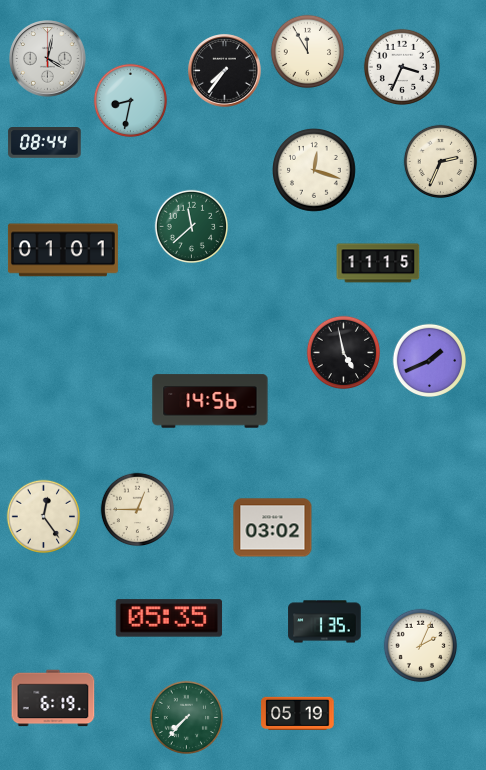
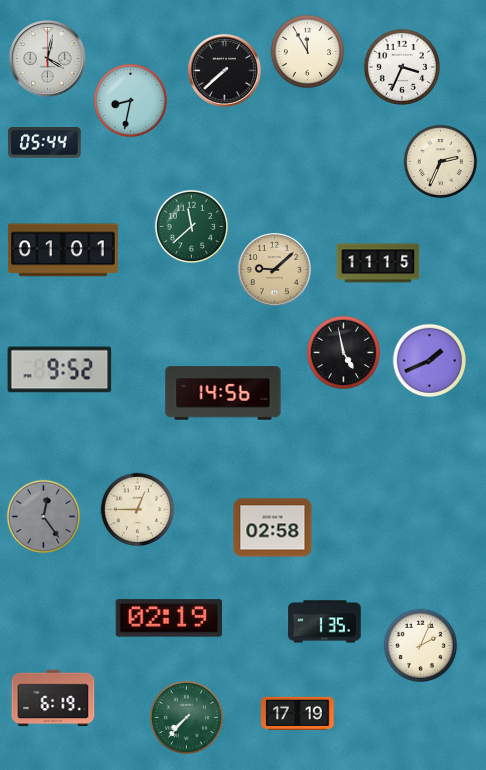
clock at (225, 71): 7:36 -> 7:38
clock at (45, 143): 08:44 -> 05:44
clock at (315, 171): 12:18 -> none
clock at (275, 270): none -> 9:08
clock at (60, 370): none -> 9:52
clock at (210, 401) position: (210, 401) -> (223, 393)
clock at (44, 517) dial: cream -> grey
clock at (273, 528): 03:02 -> 02:58
clock at (169, 618): 05:35 -> 02:19
clock at (298, 713): 05:19 -> 17:19
